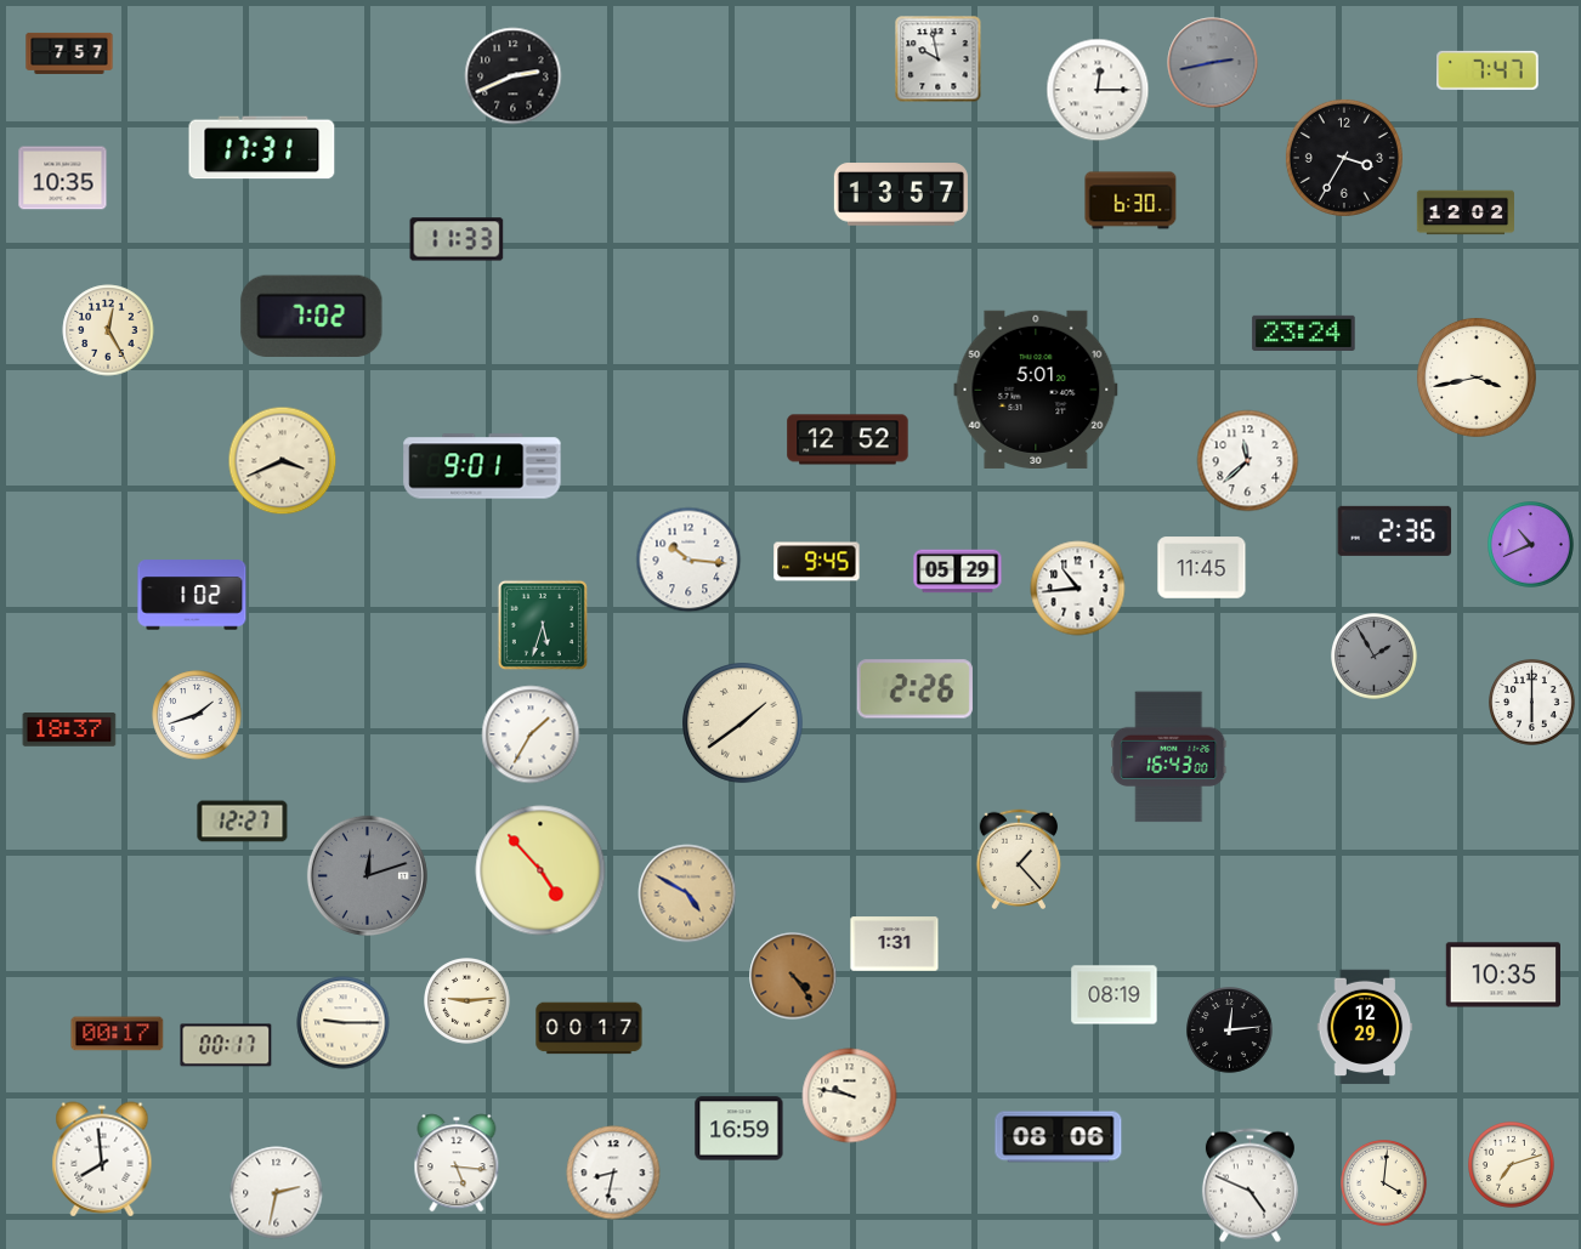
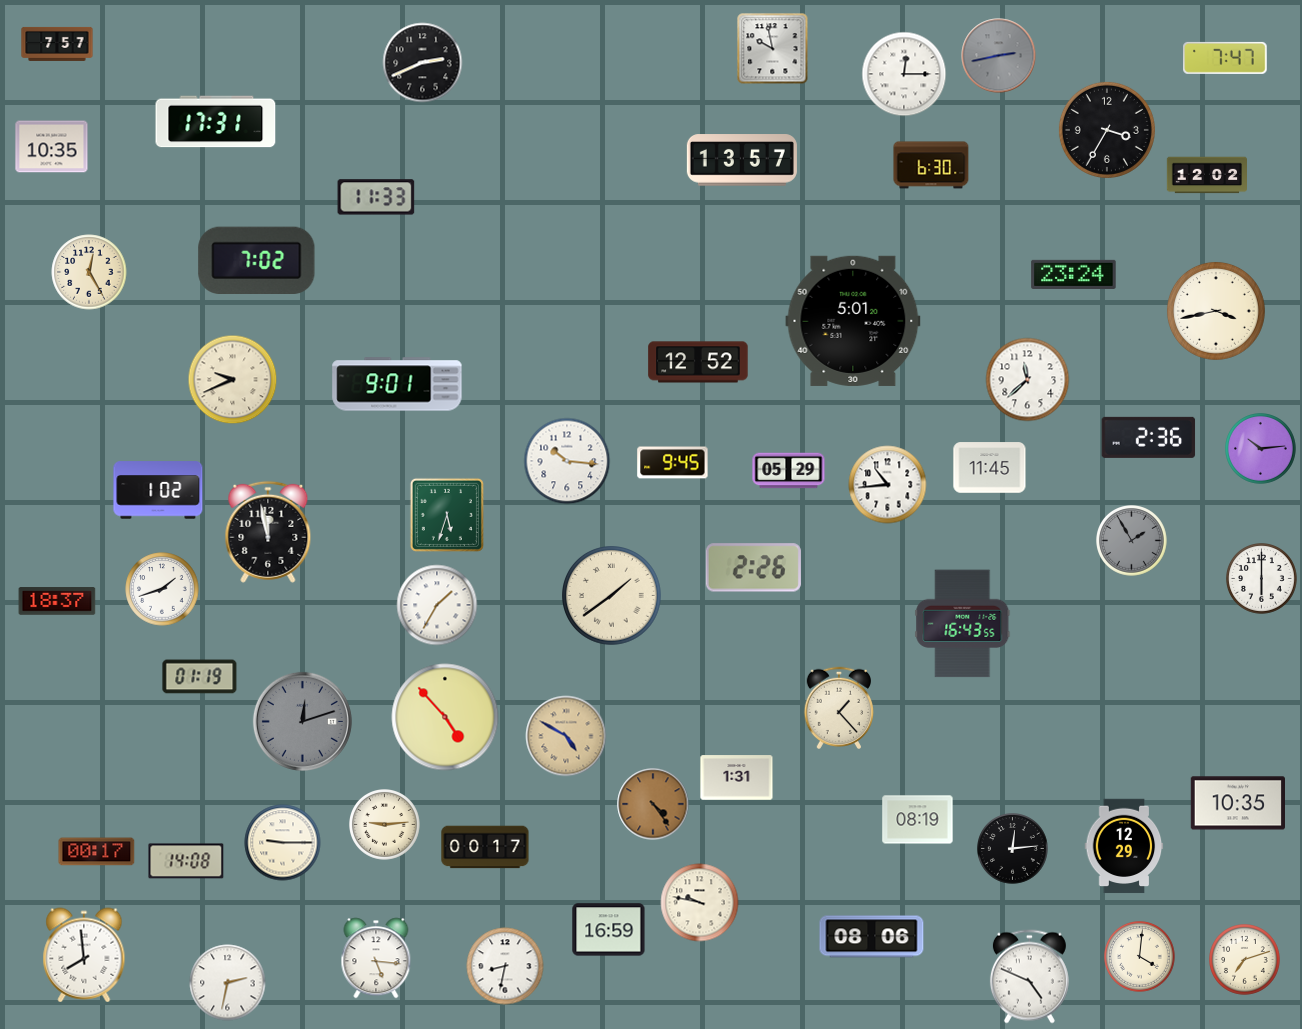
clock at (1213, 63) position: (1213, 63) -> (999, 56)
clock at (283, 461): 3:41 -> 9:41
clock at (1531, 545): 10:41 -> 10:14
clock at (268, 532): none -> 11:58
clock at (1169, 757): 16:43:00 -> 16:43:55
clock at (243, 822): 12:27 -> 01:19
clock at (226, 1045): 00:17 -> 14:08
clock at (1384, 1183) position: (1384, 1183) -> (1140, 957)
